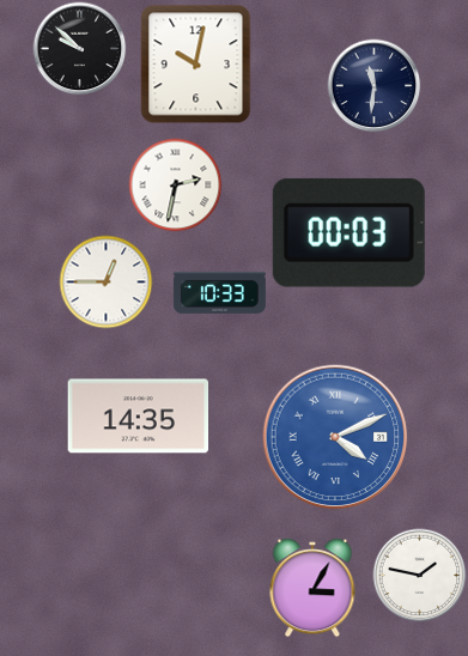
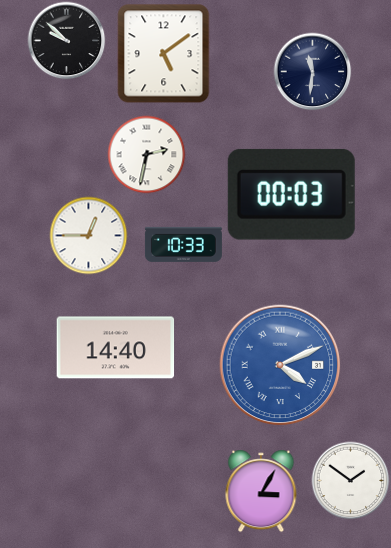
clock at (196, 65): 10:02 -> 5:09
clock at (139, 417): 14:35 -> 14:40
clock at (419, 575): 1:47 -> 1:51
